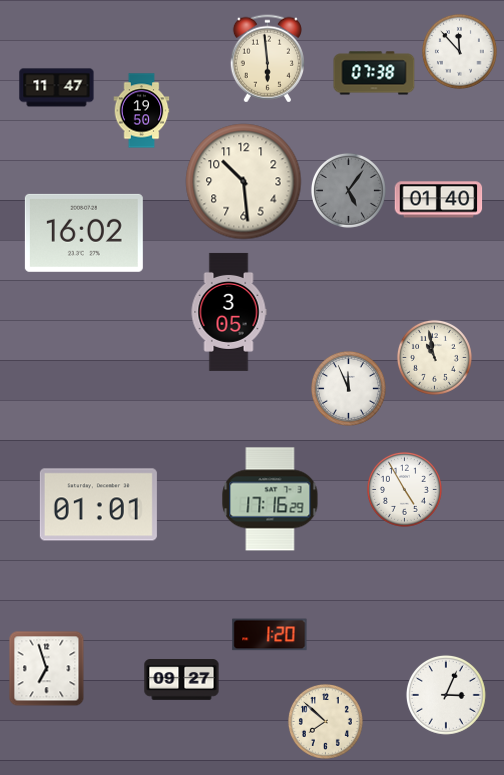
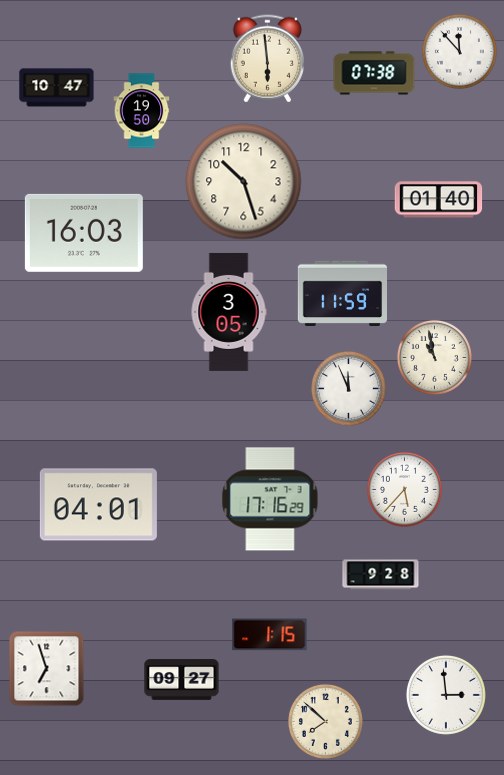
clock at (57, 88): 11:47 -> 10:47
clock at (244, 182): 10:29 -> 10:27
clock at (348, 190): 5:06 -> none
clock at (84, 233): 16:02 -> 16:03
clock at (342, 293): none -> 11:59
clock at (404, 489): 4:55 -> 5:37
clock at (98, 505): 01:01 -> 04:01
clock at (381, 575): none -> 9:28
clock at (270, 635): 1:20 -> 1:15
clock at (446, 695): 3:04 -> 2:59
